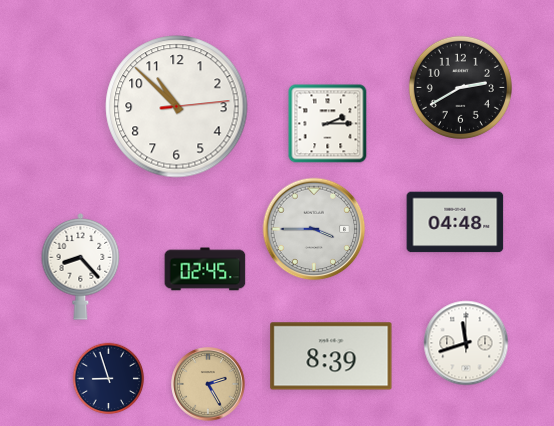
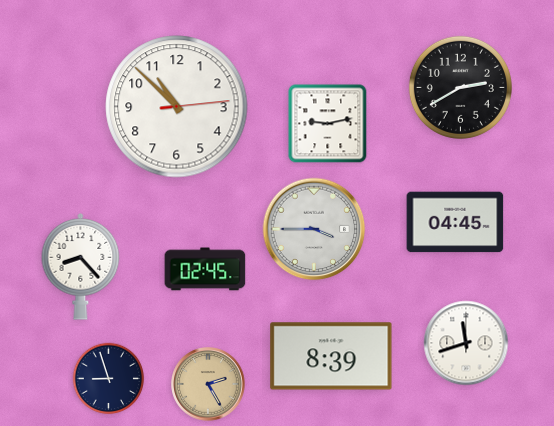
clock at (328, 124): 2:15 -> 9:13
clock at (455, 222): 04:48 -> 04:45
